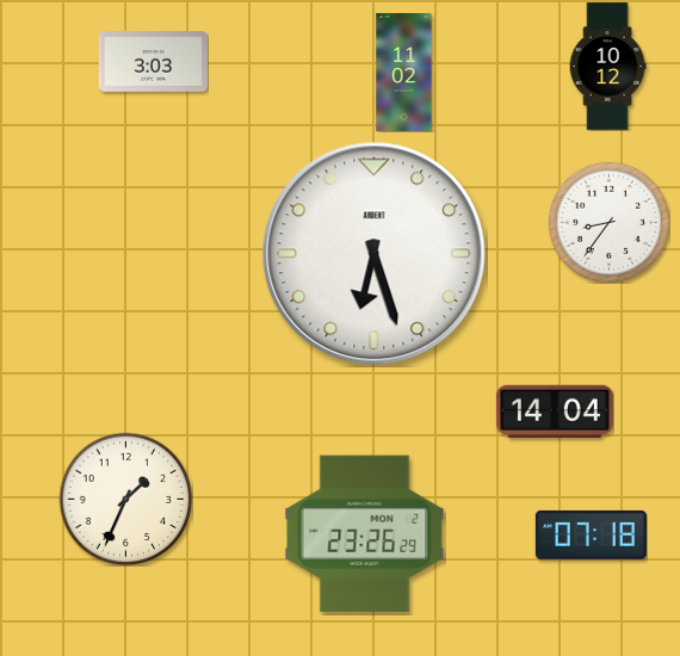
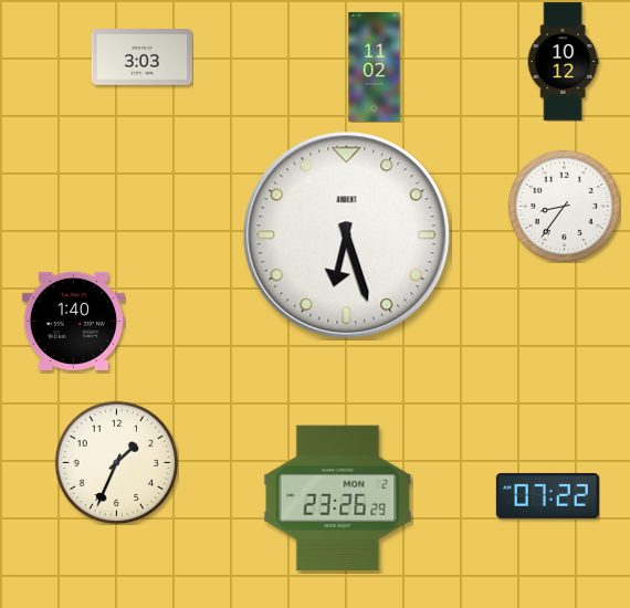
clock at (73, 321): none -> 1:40
clock at (555, 410): 14:04 -> none
clock at (365, 534) position: (365, 534) -> (338, 499)
clock at (591, 534): 07:18 -> 07:22
